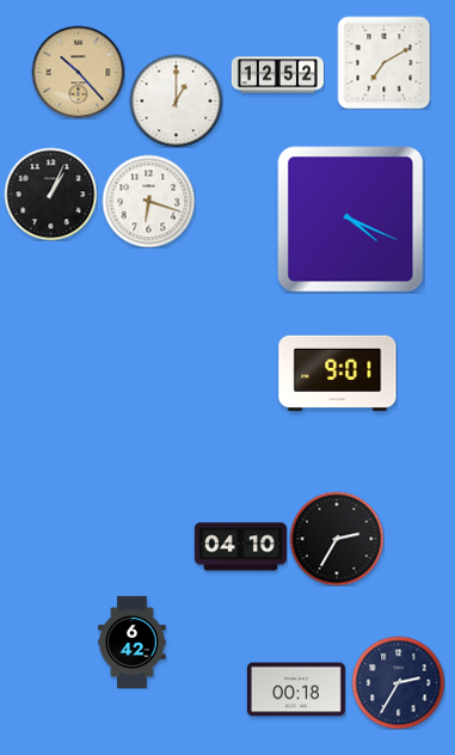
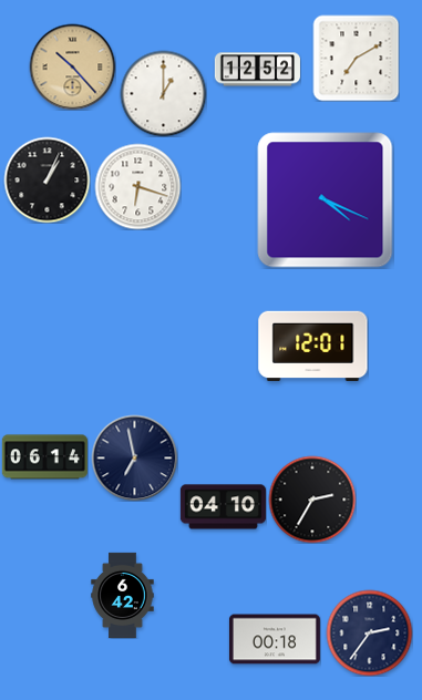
clock at (351, 220) position: (351, 220) -> (326, 200)
clock at (338, 374): 9:01 -> 12:01
clock at (44, 457): none -> 06:14
clock at (134, 457): none -> 6:58
clock at (398, 682): 2:35 -> 2:36
